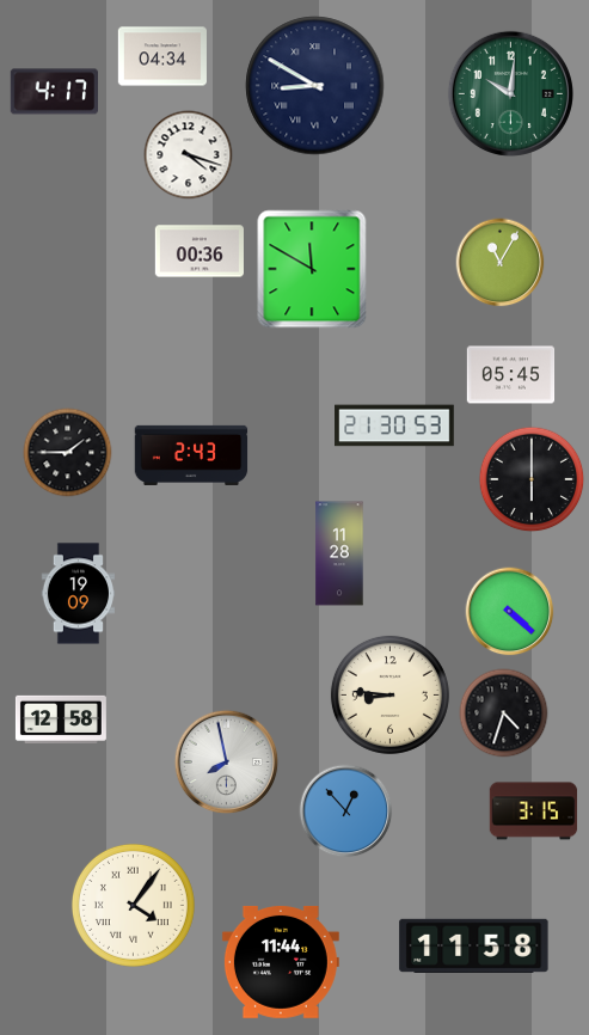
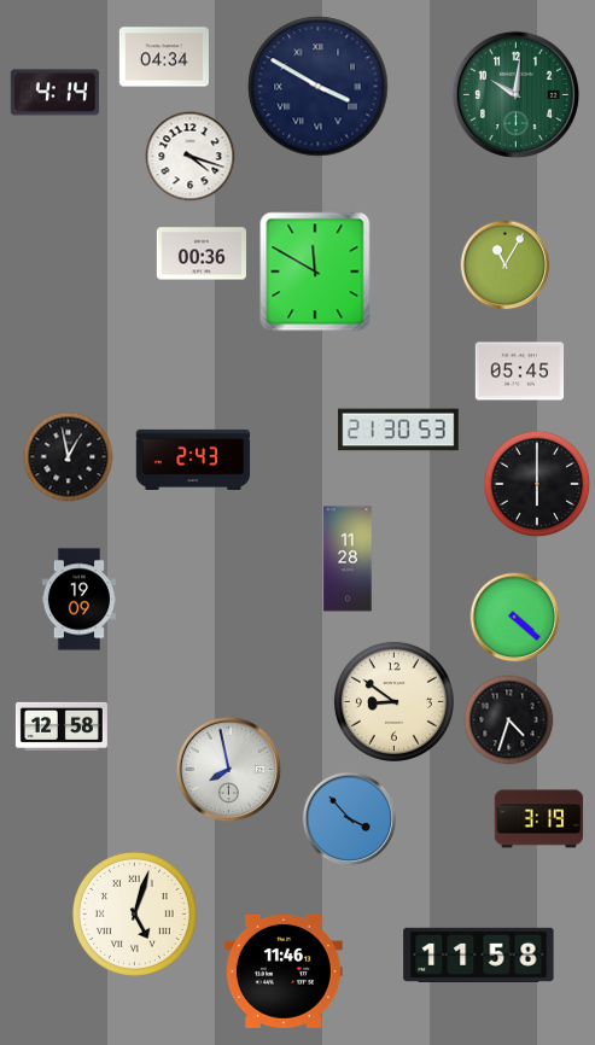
clock at (315, 86): 8:50 -> 3:50
clock at (54, 92): 4:17 -> 4:14
clock at (511, 375) position: (511, 375) -> (520, 372)
clock at (68, 453): 1:45 -> 12:58
clock at (339, 553) position: (339, 553) -> (348, 559)
clock at (389, 694): 8:46 -> 8:51
clock at (346, 812): 12:53 -> 3:53
clock at (534, 812): 3:15 -> 3:19
clock at (133, 905): 4:06 -> 5:03
clock at (281, 962): 11:44 -> 11:46
